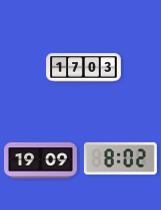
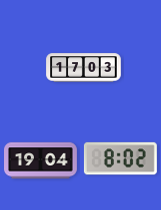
clock at (41, 161): 19:09 -> 19:04
